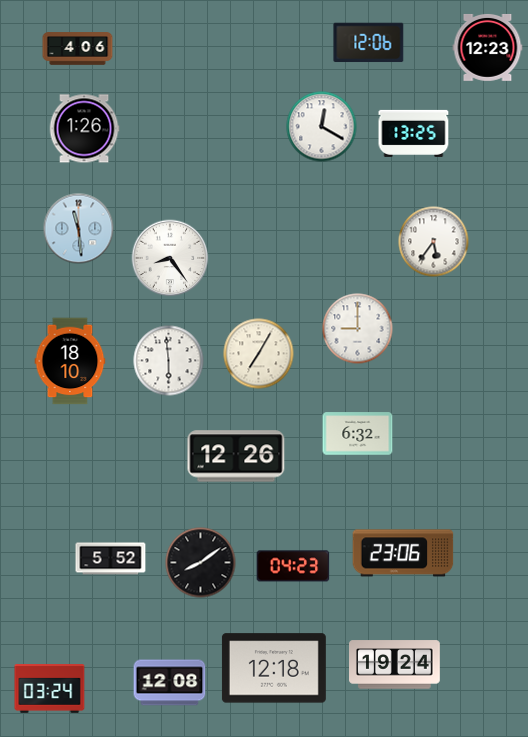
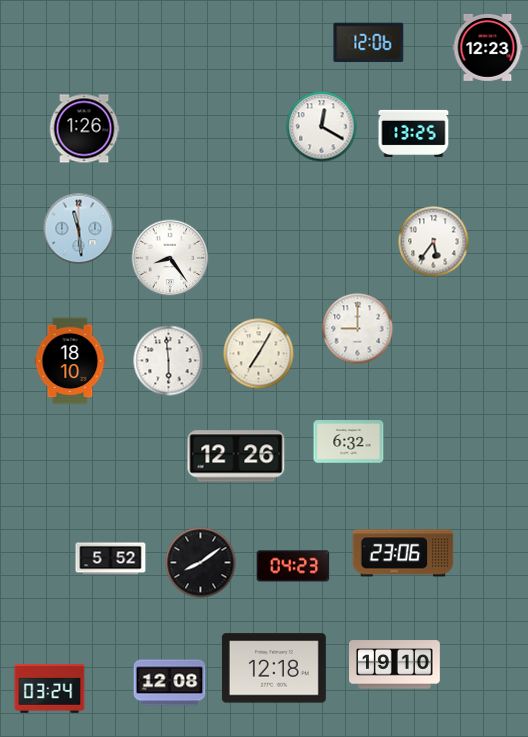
clock at (78, 49): 4:06 -> none
clock at (358, 434) position: (358, 434) -> (349, 442)
clock at (395, 665): 19:24 -> 19:10
